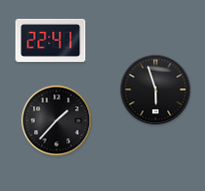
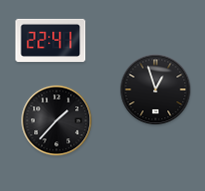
clock at (156, 90): 5:57 -> 12:57
